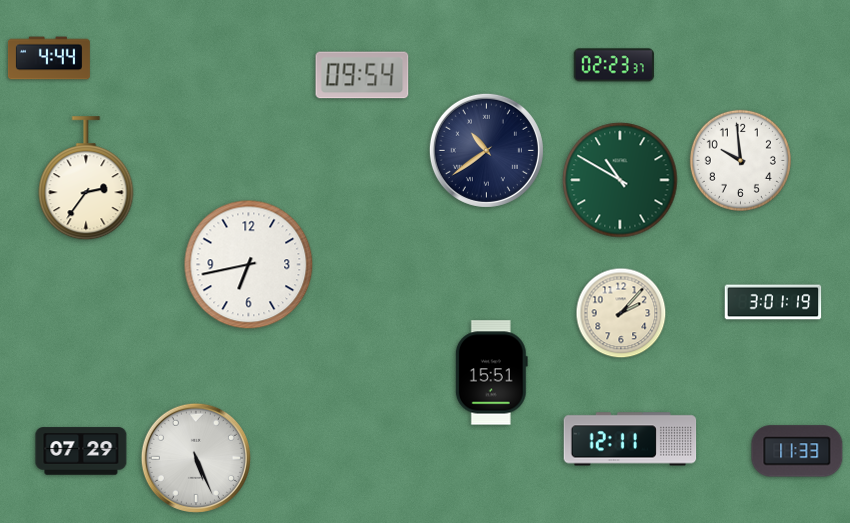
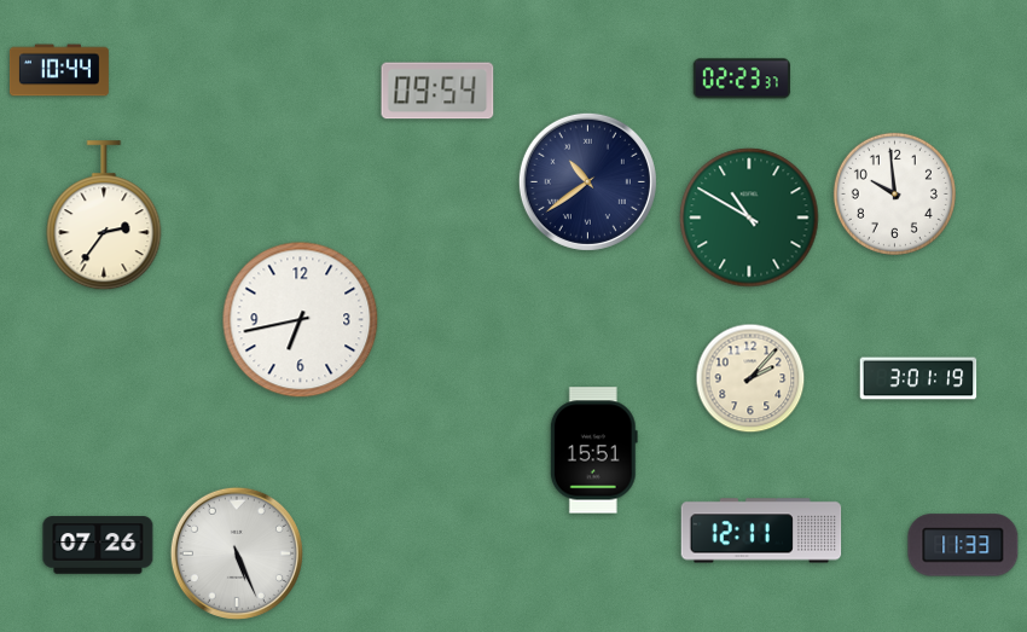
clock at (49, 58): 4:44 -> 10:44
clock at (773, 302) position: (773, 302) -> (918, 378)
clock at (81, 451): 07:29 -> 07:26
